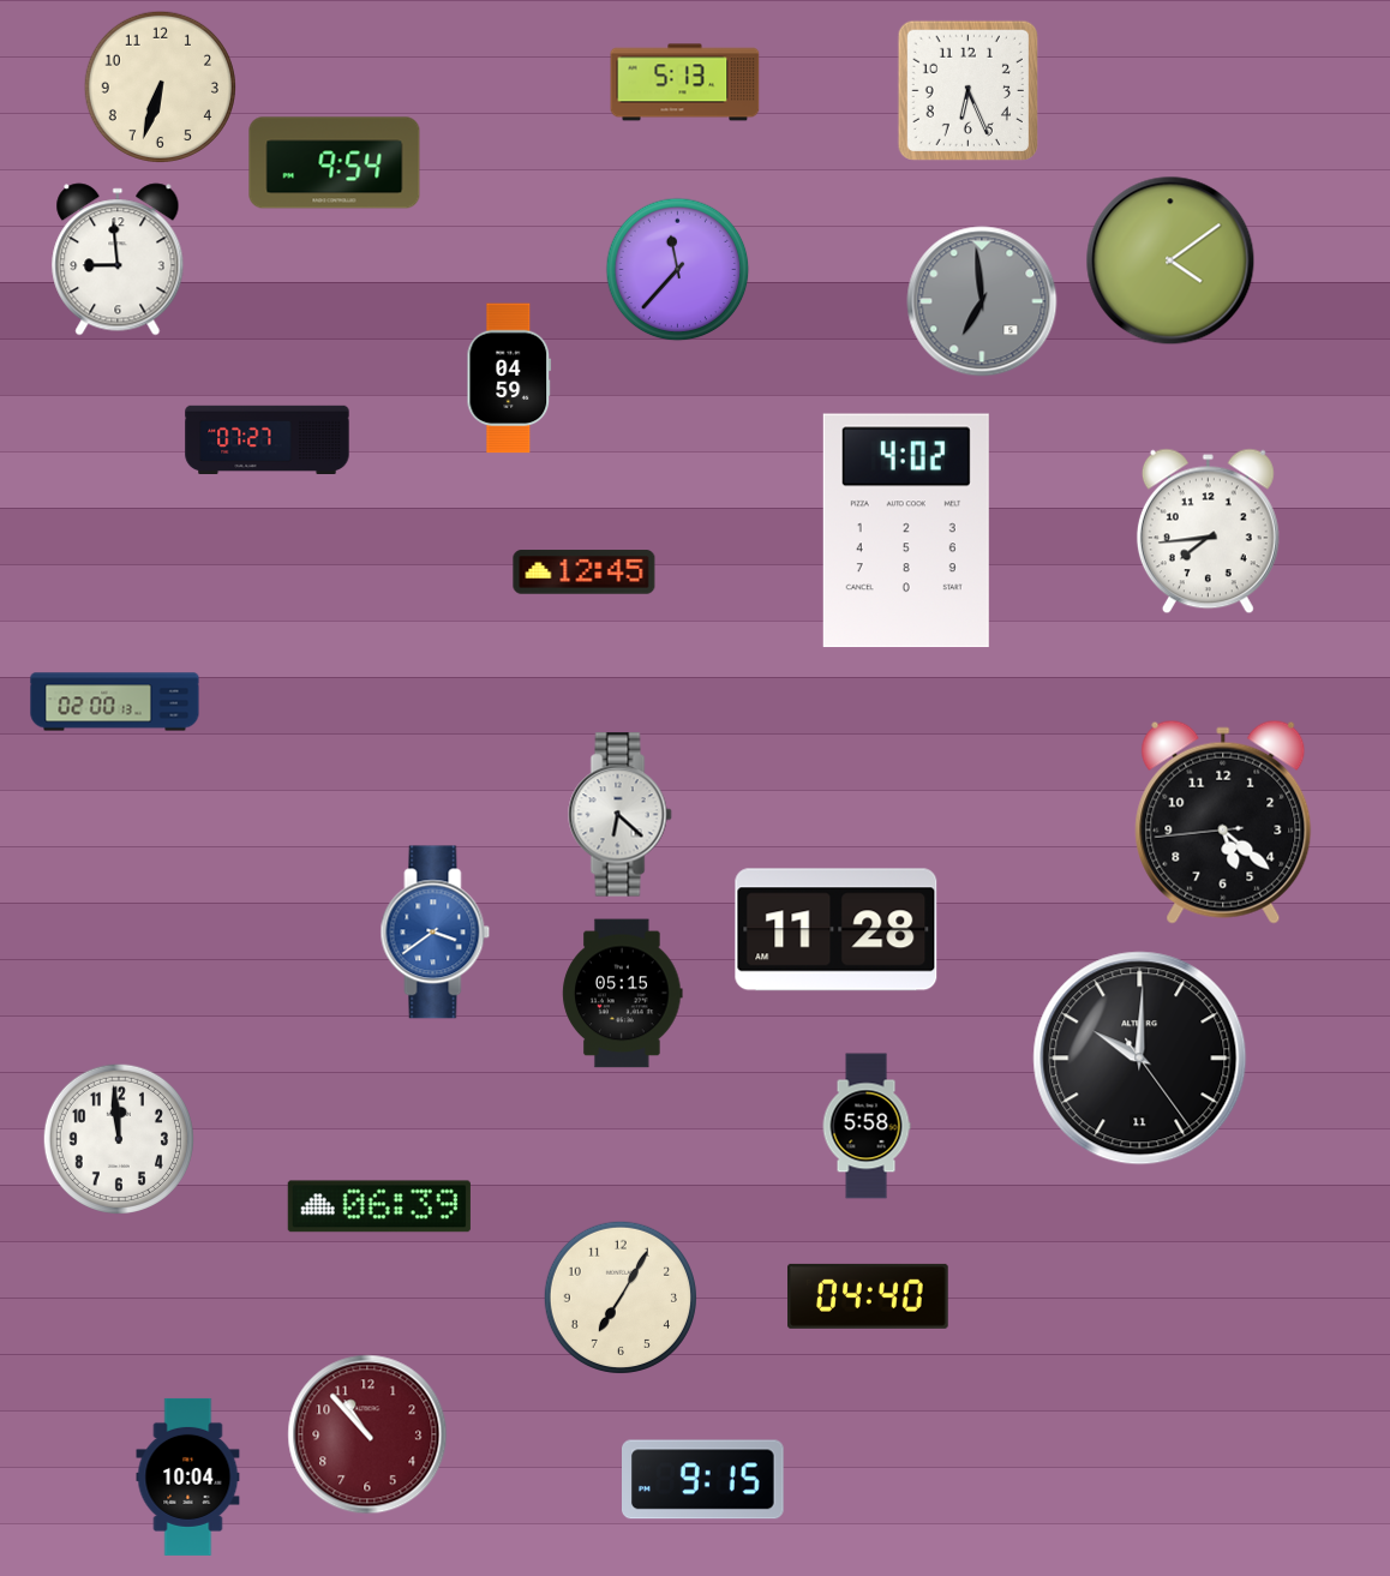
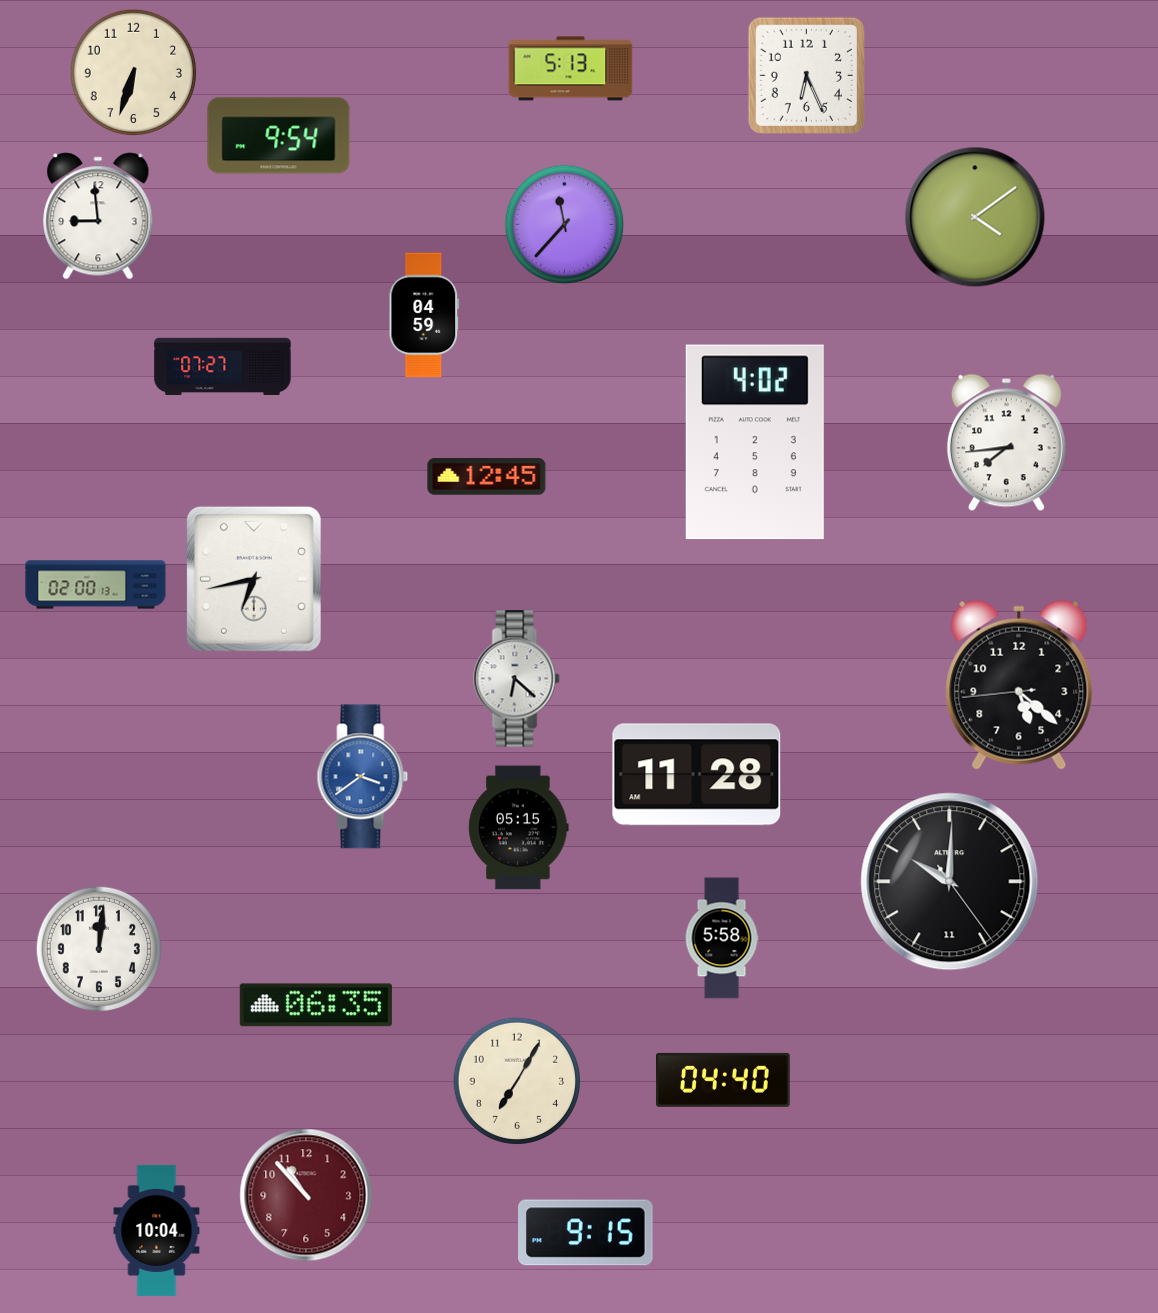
clock at (982, 301): 6:59 -> none
clock at (254, 579): none -> 6:43
clock at (118, 1138): 11:59 -> 12:01
clock at (379, 1206): 06:39 -> 06:35
